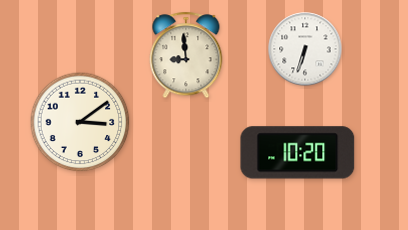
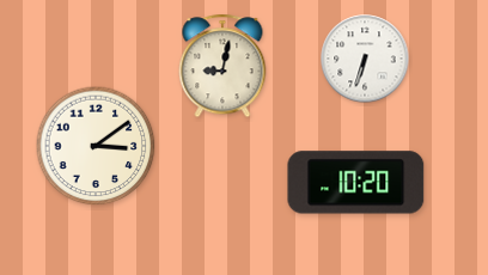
clock at (186, 55): 8:59 -> 9:02
